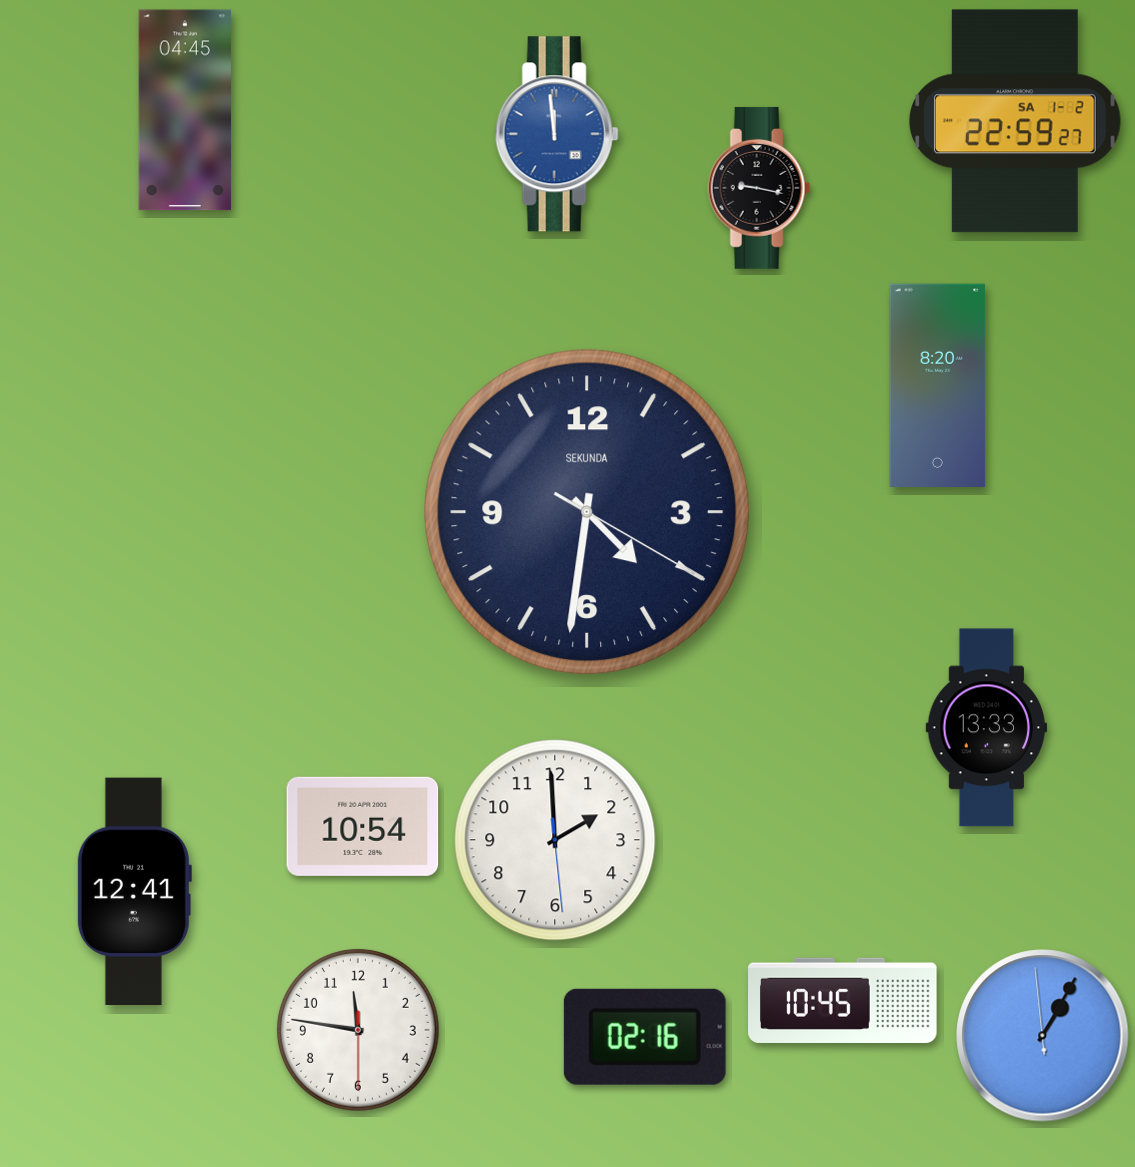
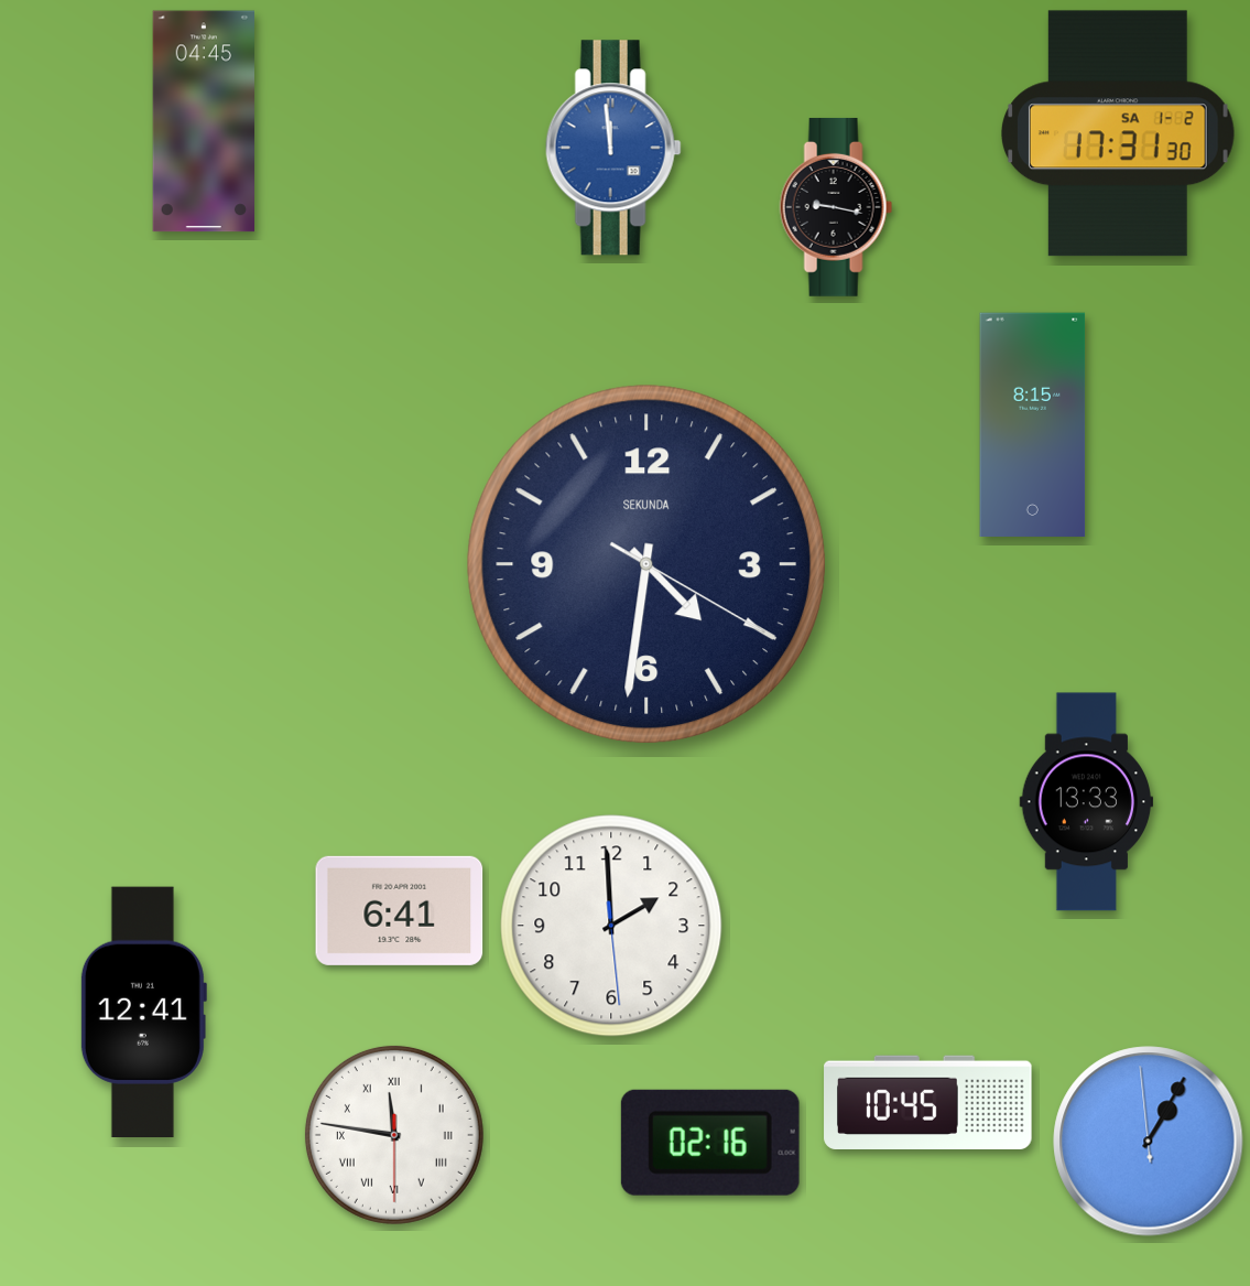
clock at (1015, 121): 22:59 -> 17:31
clock at (938, 386): 8:20 -> 8:15
clock at (363, 826): 10:54 -> 6:41
clock at (134, 891) position: (134, 891) -> (143, 1012)
clock at (358, 1030) numerals: Arabic -> Roman
